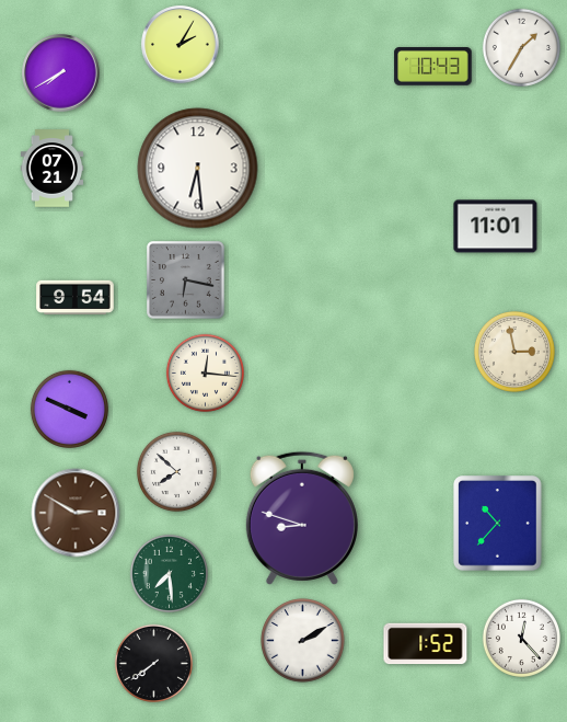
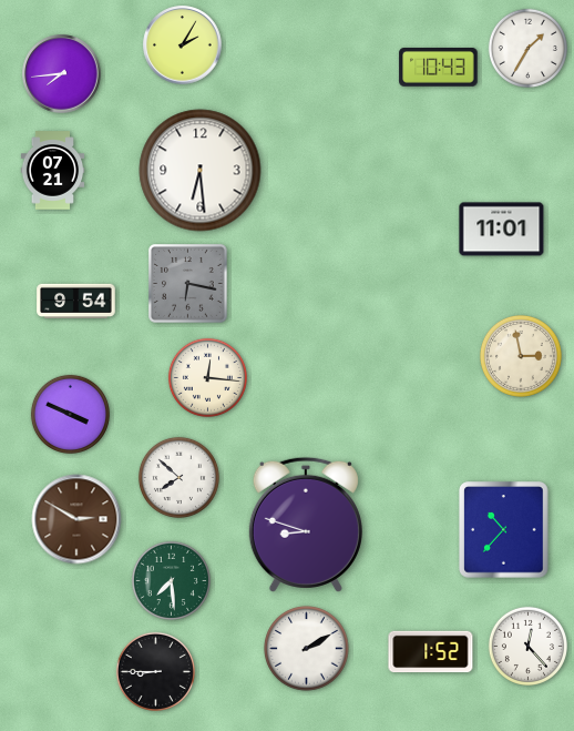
clock at (61, 73): 7:40 -> 7:44
clock at (153, 663): 7:39 -> 8:45
